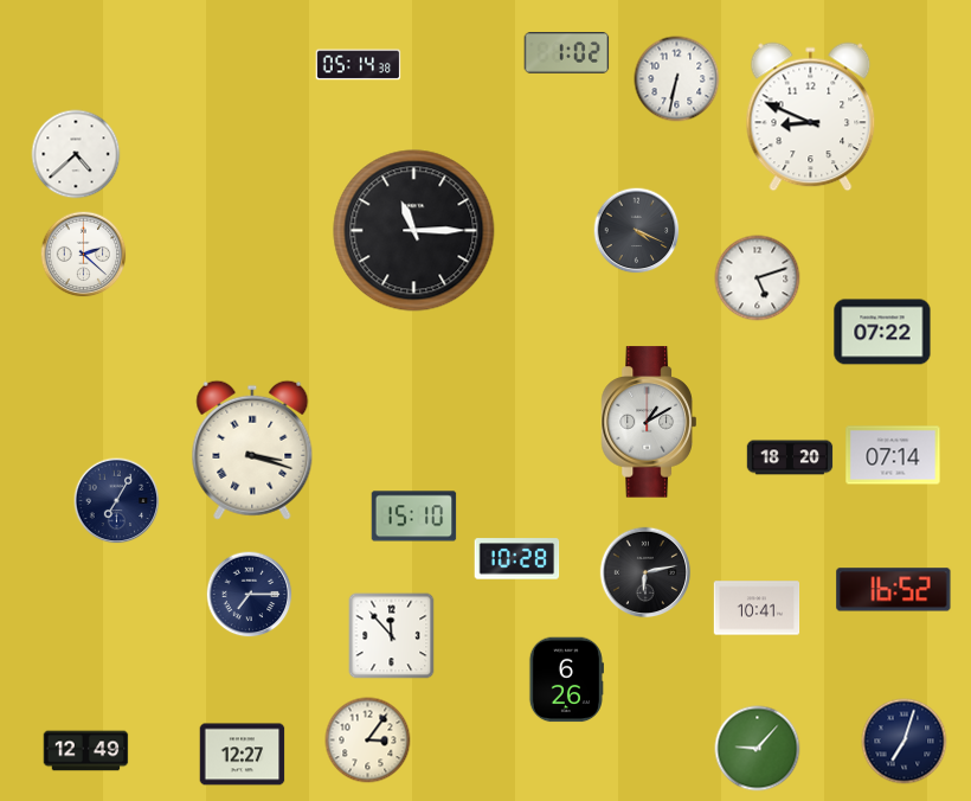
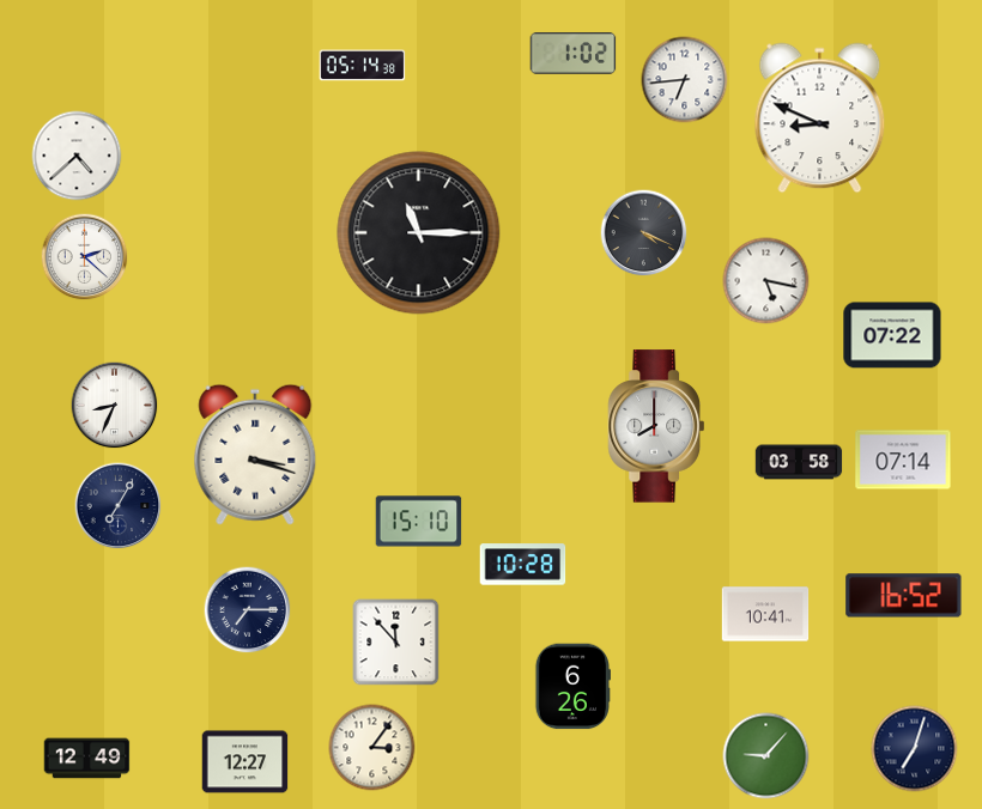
clock at (677, 79): 6:32 -> 6:44
clock at (758, 278): 5:12 -> 5:17
clock at (115, 406): none -> 8:34
clock at (649, 422): 1:10 -> 8:00
clock at (790, 457): 18:20 -> 03:58
clock at (645, 572): 6:13 -> none
clock at (250, 595) position: (250, 595) -> (248, 610)
